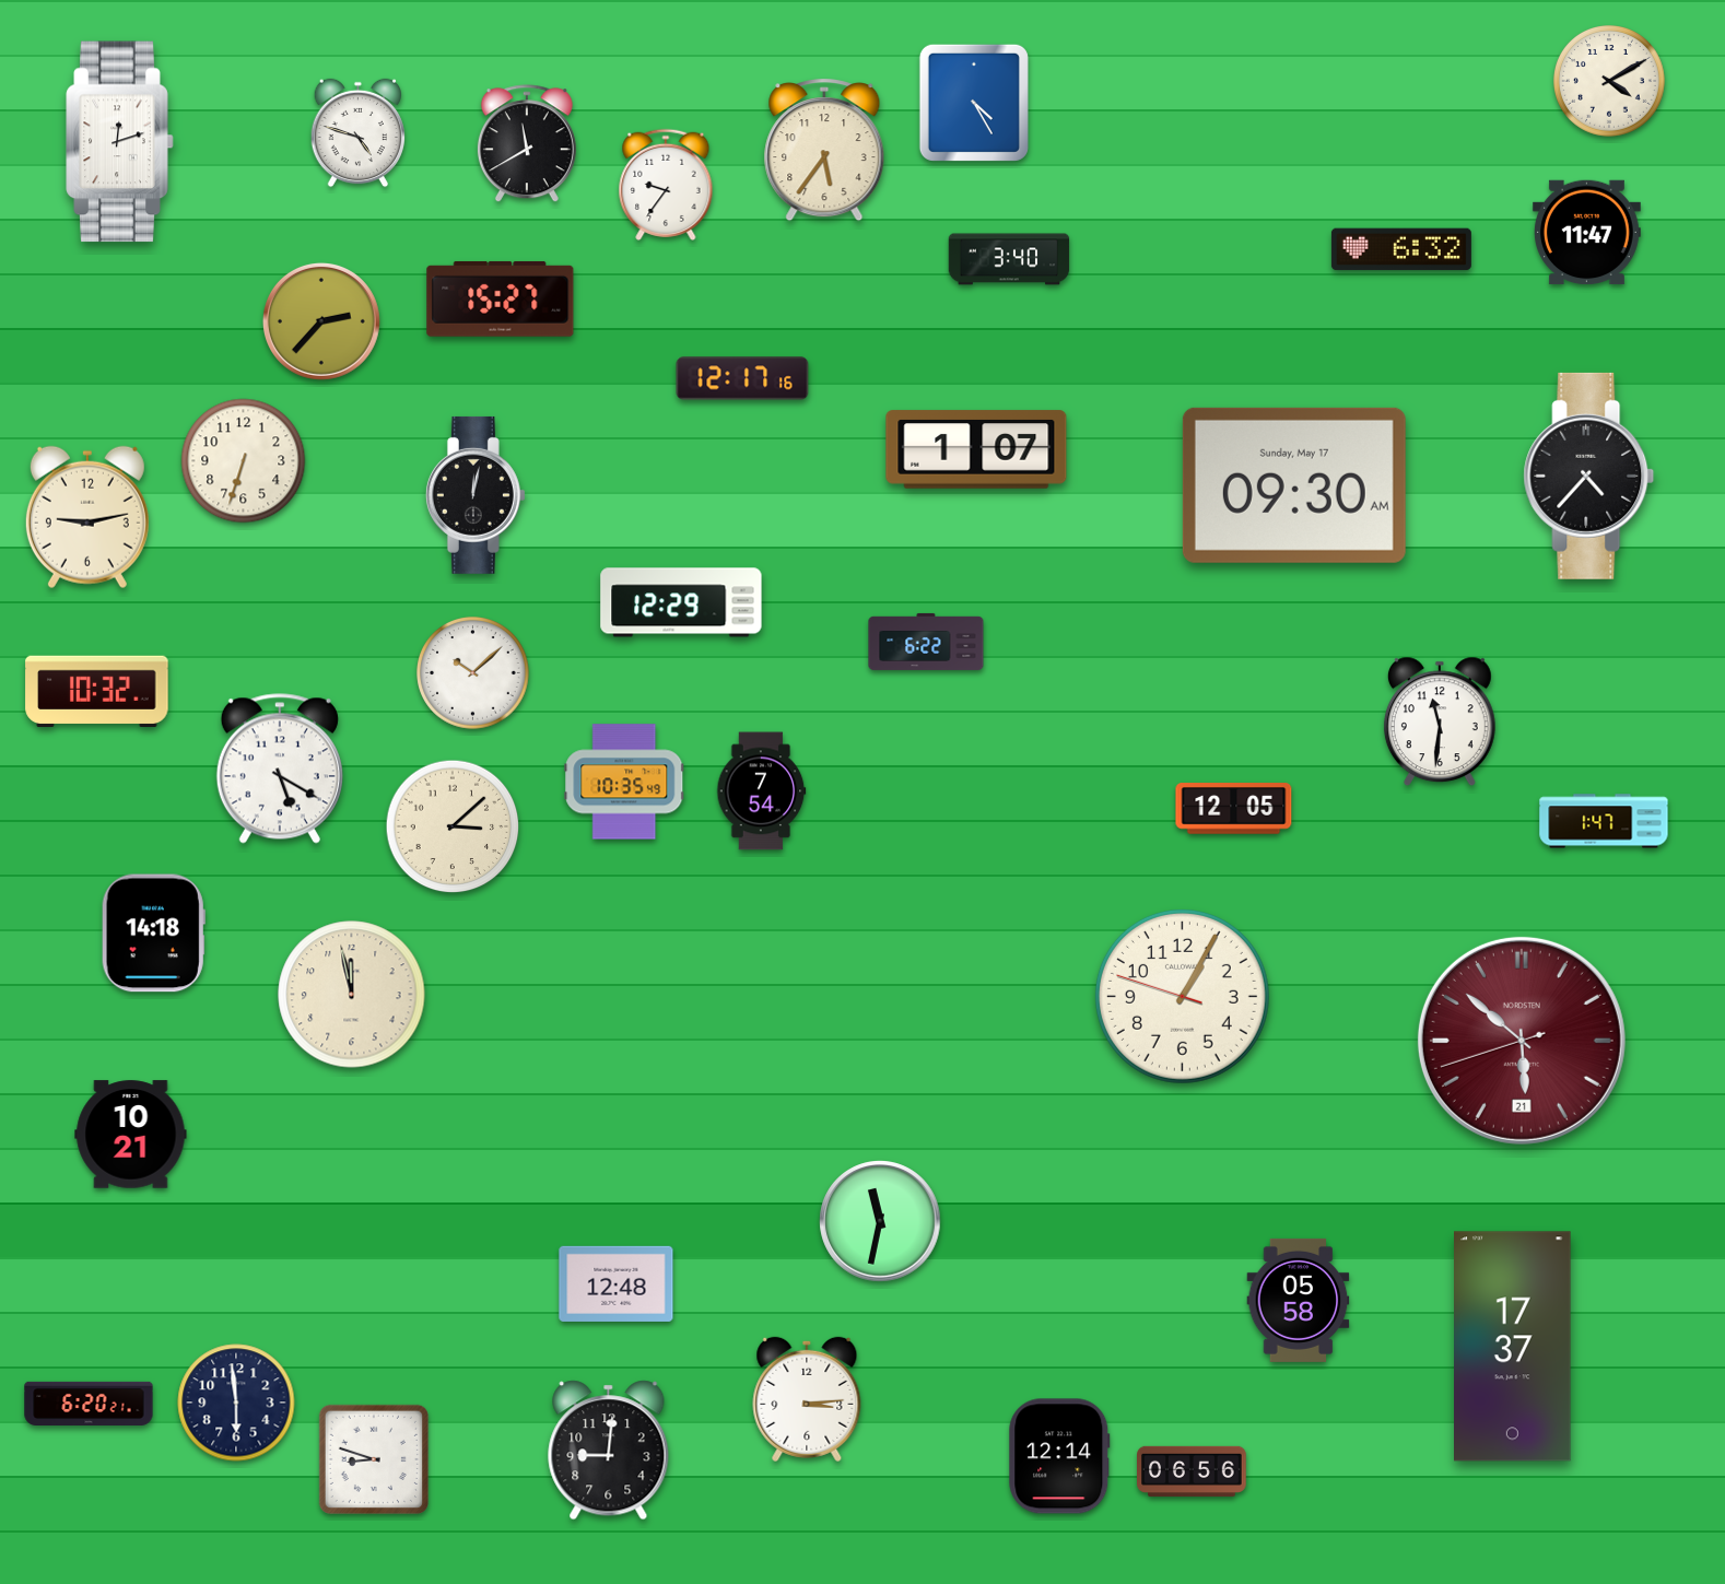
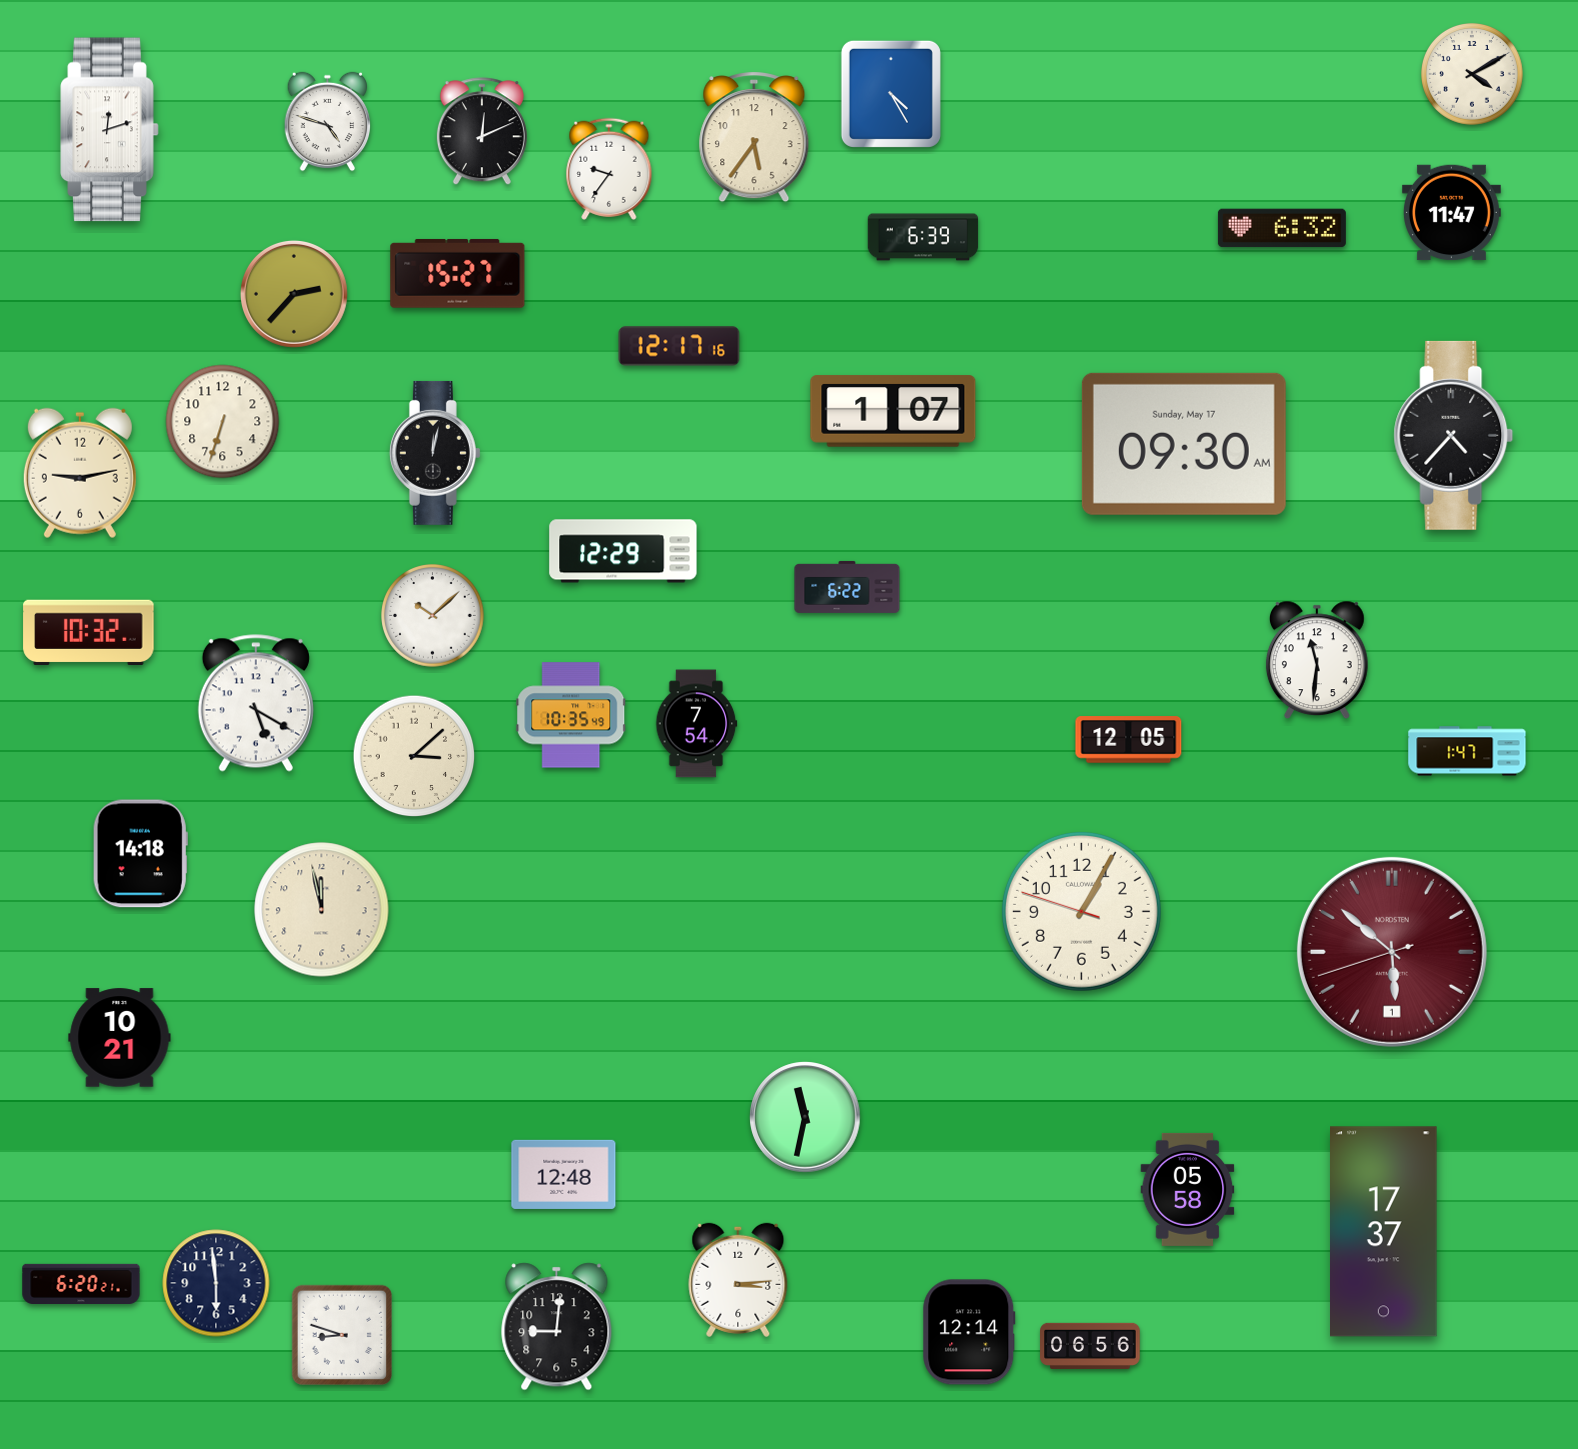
clock at (527, 144): 11:40 -> 12:11
clock at (1009, 259): 3:40 -> 6:39
clock at (1522, 1041) date: 21 -> 1
